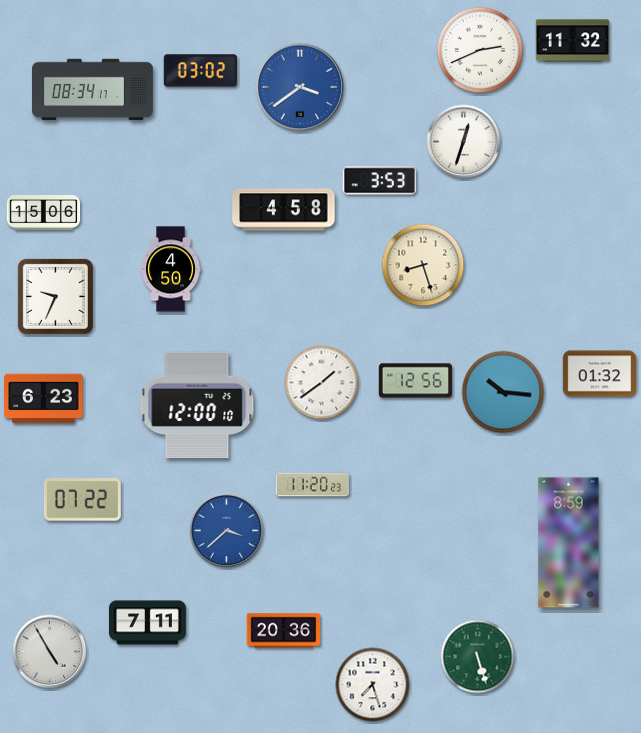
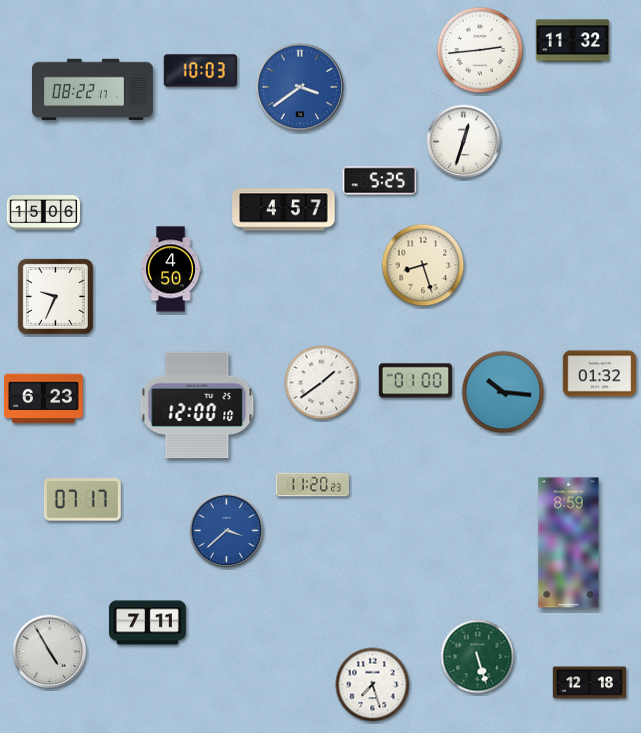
clock at (480, 50): 2:41 -> 2:44
clock at (201, 71): 03:02 -> 10:03
clock at (93, 90): 08:34 -> 08:22
clock at (380, 181): 3:53 -> 5:25
clock at (284, 210): 4:58 -> 4:57
clock at (416, 381): 12:56 -> 01:00
clock at (82, 500): 07:22 -> 07:17
clock at (284, 631): 20:36 -> none
clock at (590, 683): none -> 12:18
